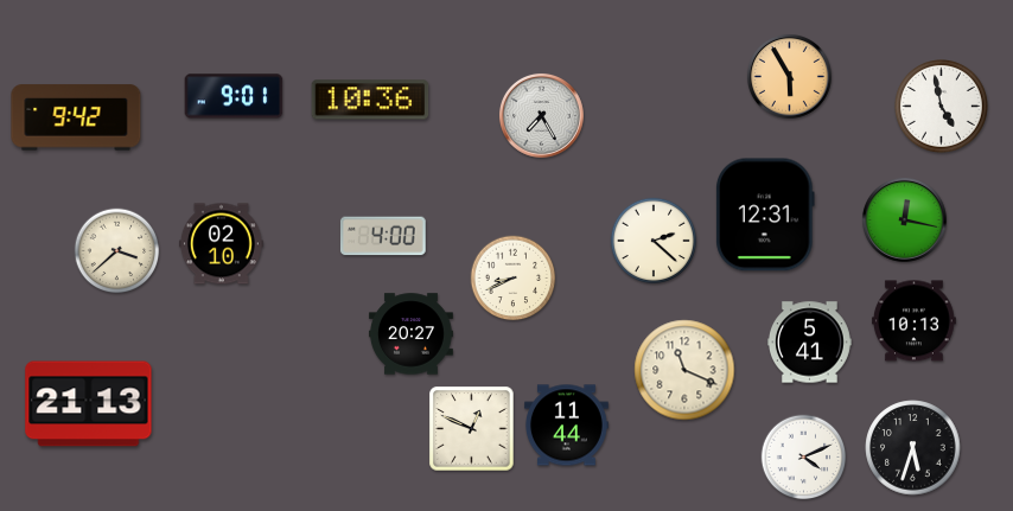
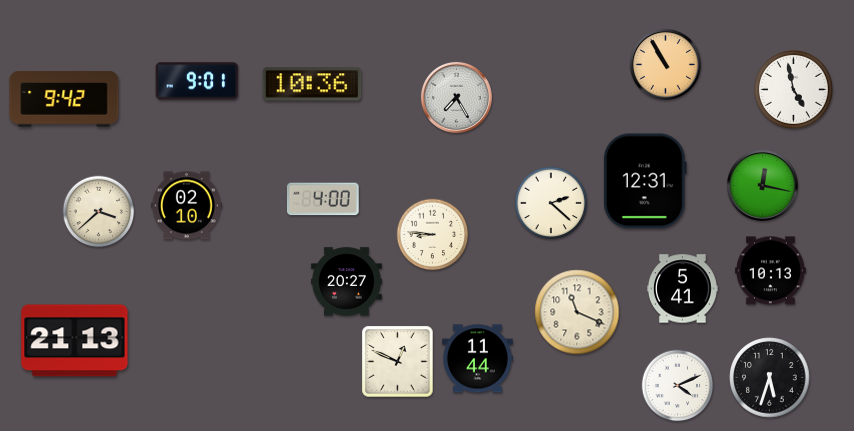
clock at (789, 76): 5:55 -> 10:55
clock at (514, 279): 8:41 -> 8:46
